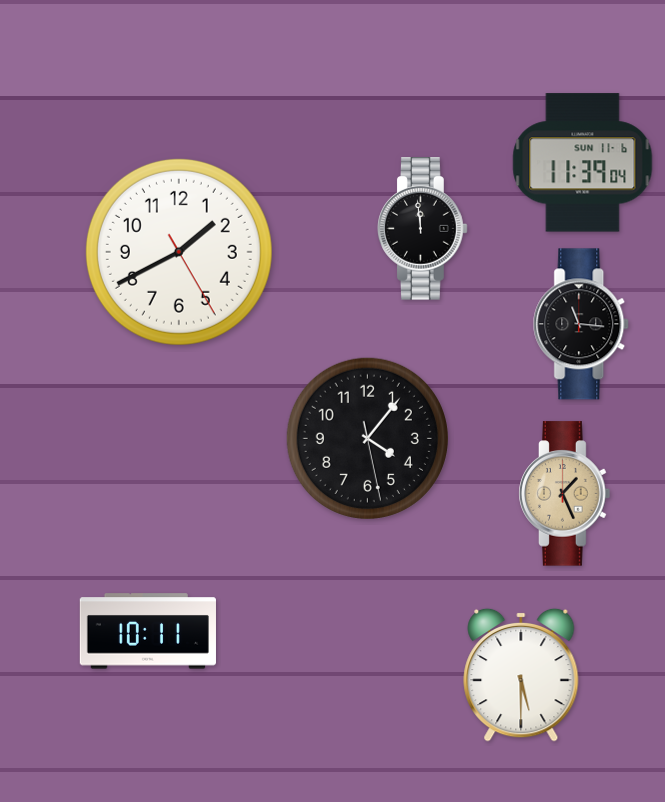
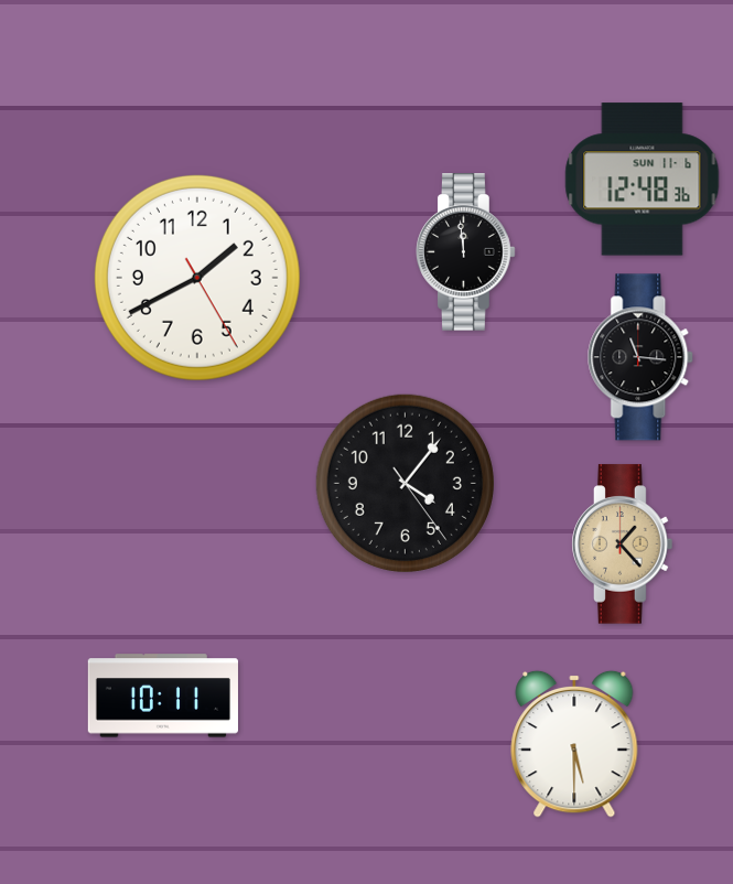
clock at (583, 163): 11:39 -> 12:48
clock at (367, 438): 4:06:28 -> 4:06:24
clock at (565, 494): 1:26 -> 1:23
